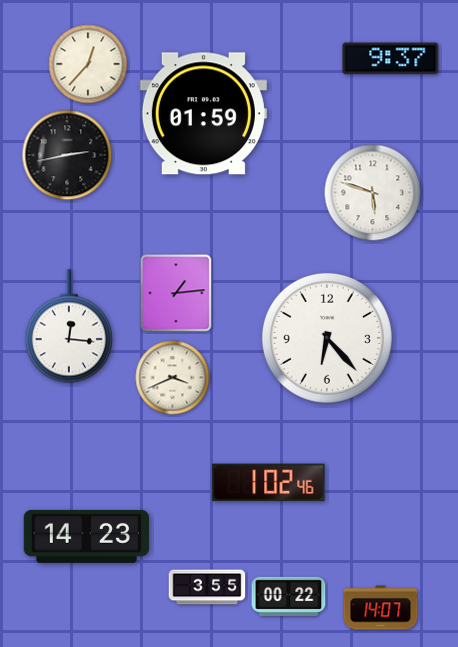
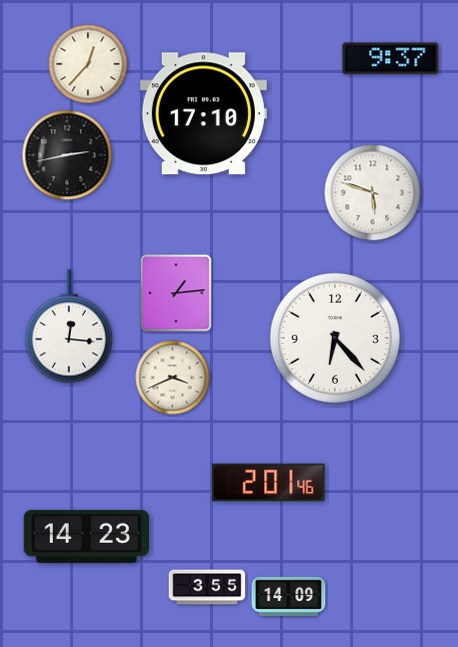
clock at (203, 114): 01:59 -> 17:10
clock at (327, 338) position: (327, 338) -> (335, 338)
clock at (269, 483): 1:02 -> 2:01
clock at (289, 596): 00:22 -> 14:09
clock at (381, 608): 14:07 -> none
